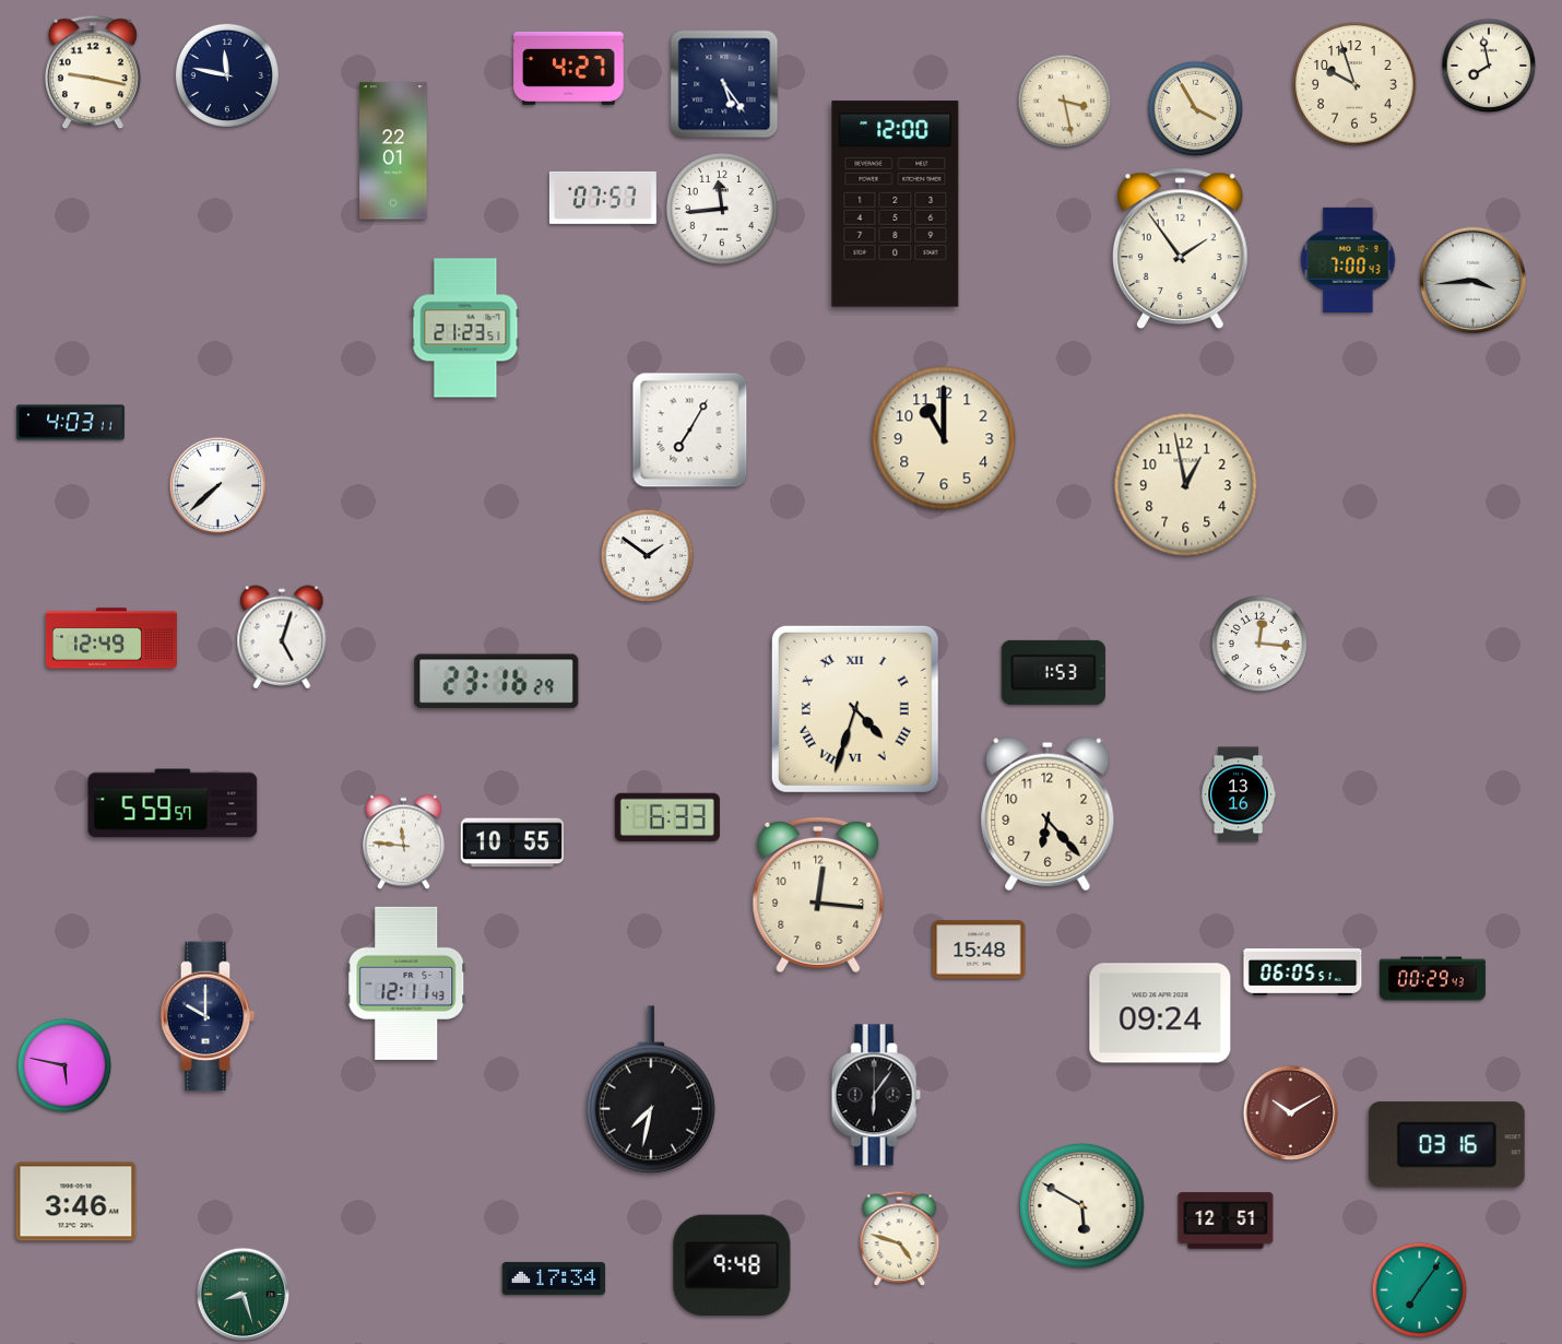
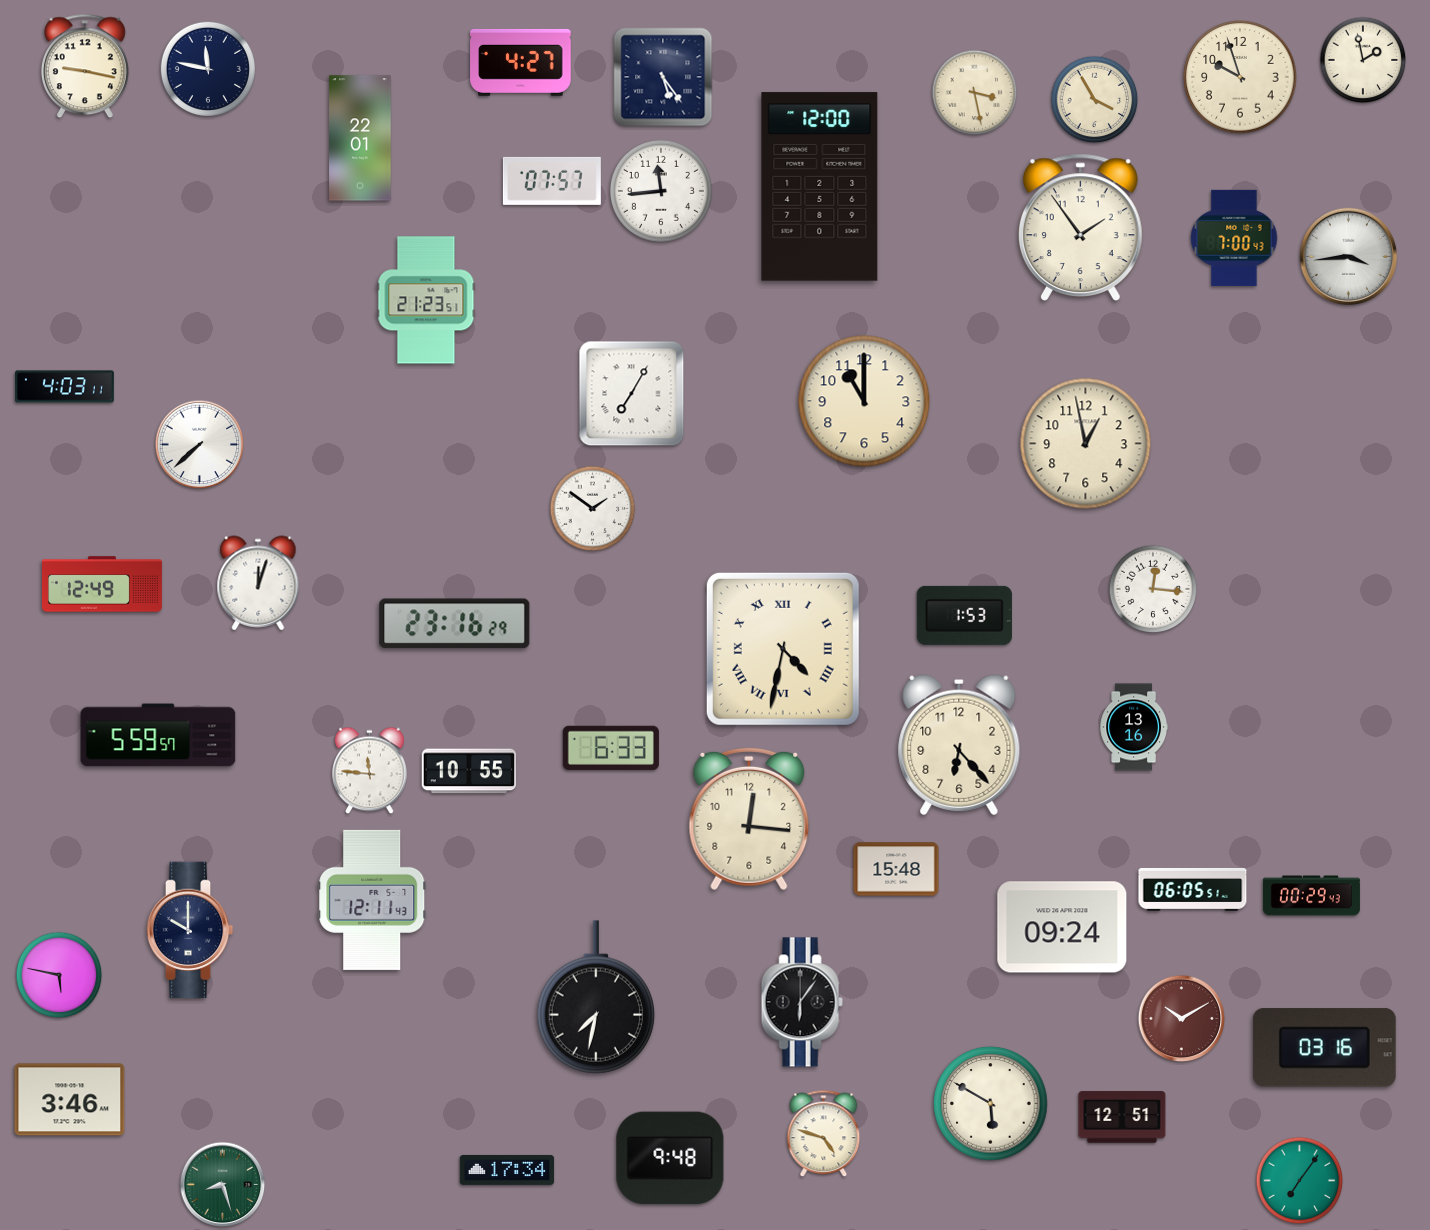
clock at (1489, 66): 7:58 -> 1:58
clock at (282, 637): 5:03 -> 12:03
clock at (855, 709): 4:33 -> 4:32
